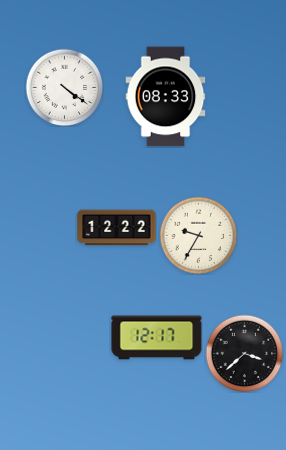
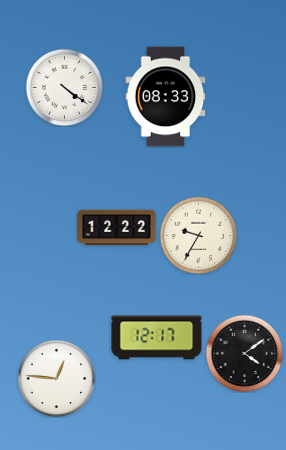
clock at (244, 353): 3:38 -> 4:09
clock at (56, 378): none -> 12:46
